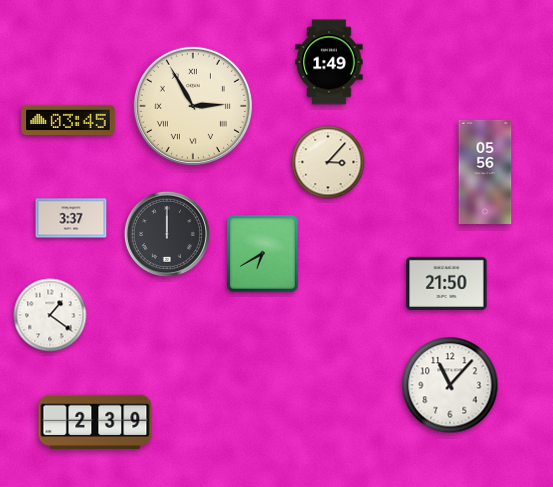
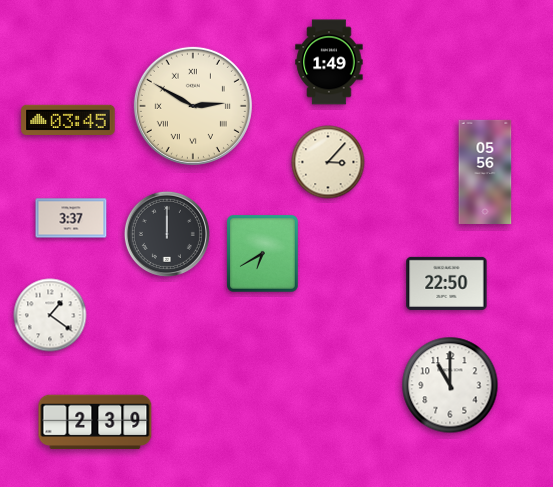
clock at (193, 106): 2:55 -> 2:50
clock at (447, 283): 21:50 -> 22:50
clock at (450, 385): 11:07 -> 11:00
